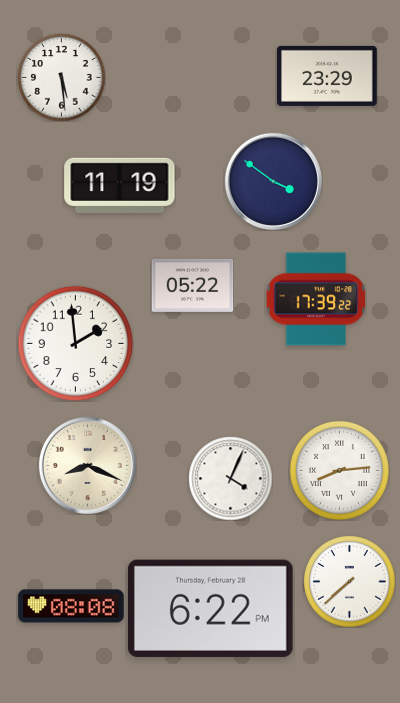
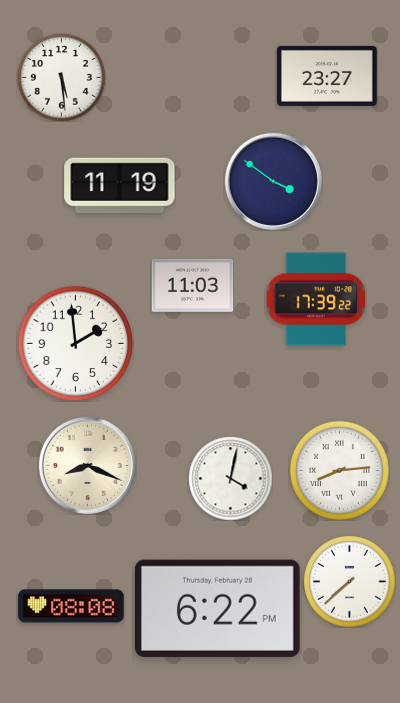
clock at (328, 76): 23:29 -> 23:27
clock at (192, 285): 05:22 -> 11:03
clock at (230, 478): 4:04 -> 4:02
clock at (210, 608) position: (210, 608) -> (217, 608)
